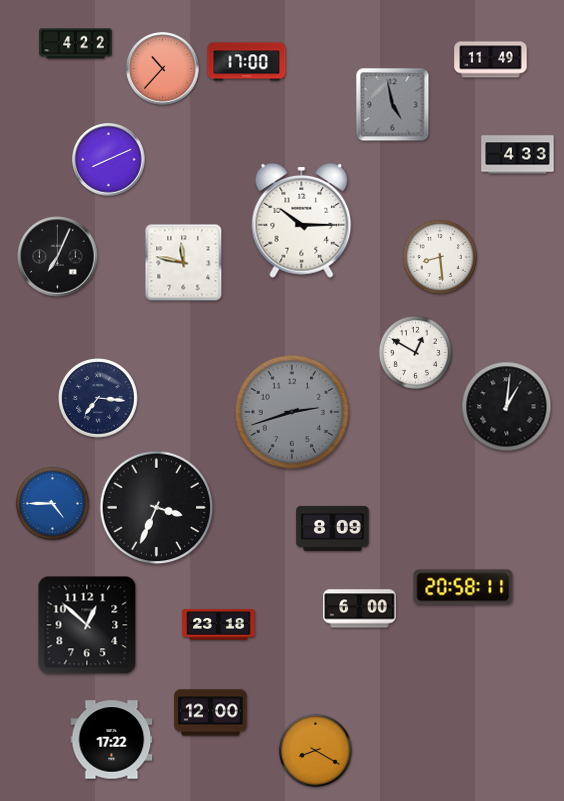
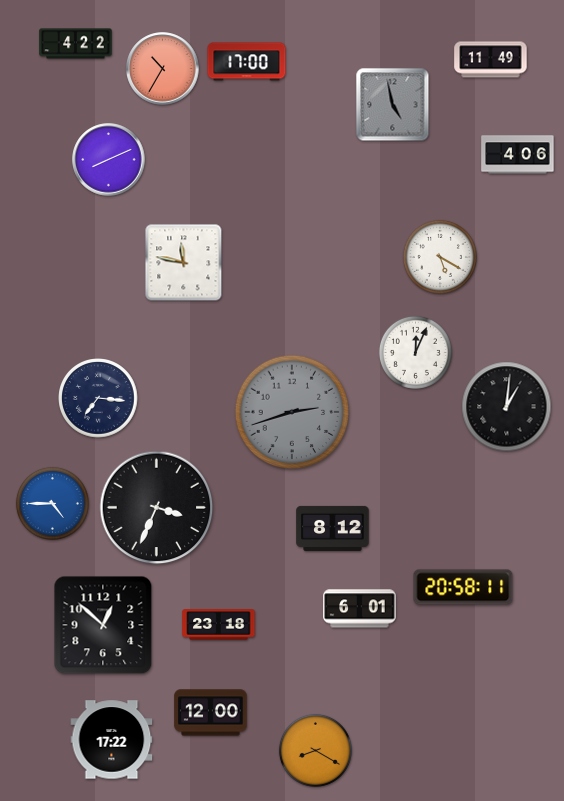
clock at (163, 69): 10:37 -> 10:35
clock at (518, 155): 4:33 -> 4:06
clock at (302, 220): 10:15 -> none
clock at (58, 257): 7:04 -> none
clock at (440, 257): 8:29 -> 5:20
clock at (415, 352): 12:50 -> 12:04
clock at (333, 528): 8:09 -> 8:12
clock at (360, 609): 6:00 -> 6:01
clock at (87, 625) position: (87, 625) -> (103, 625)
